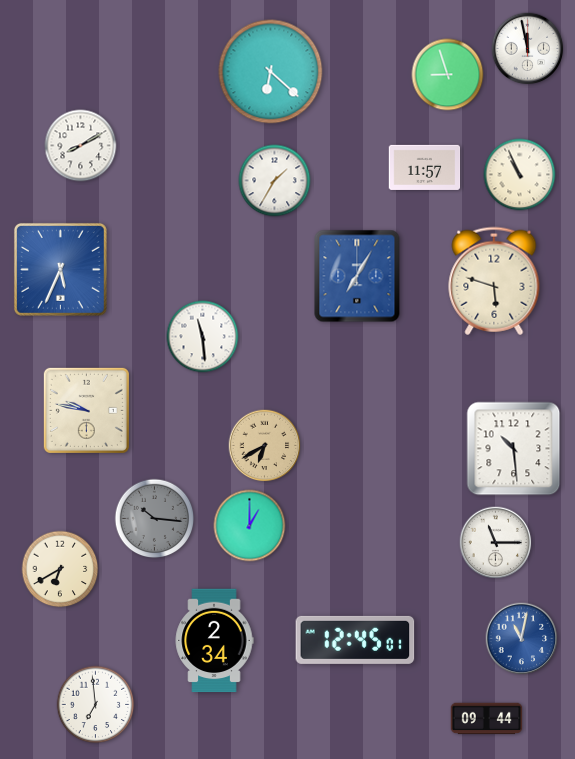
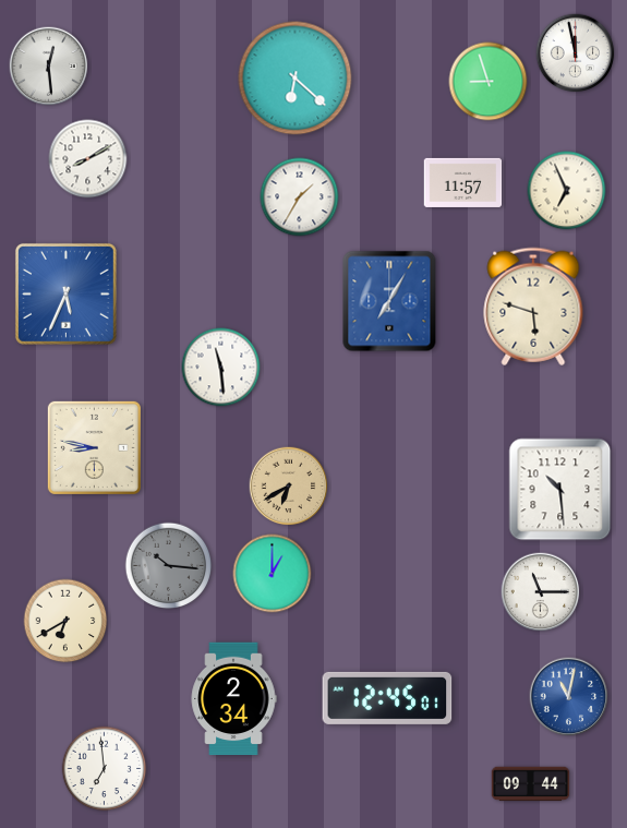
clock at (49, 67): none -> 12:29
clock at (520, 175): 10:56 -> 6:56
clock at (494, 281) position: (494, 281) -> (533, 307)
clock at (86, 410): 9:47 -> 8:47
